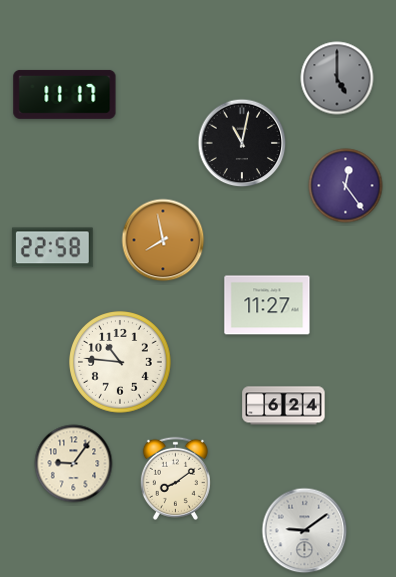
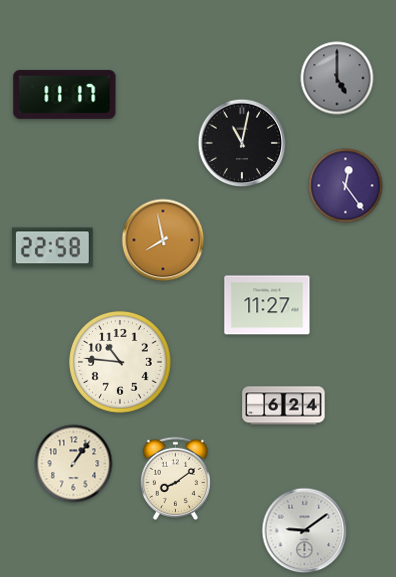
clock at (74, 464): 9:06 -> 1:06
